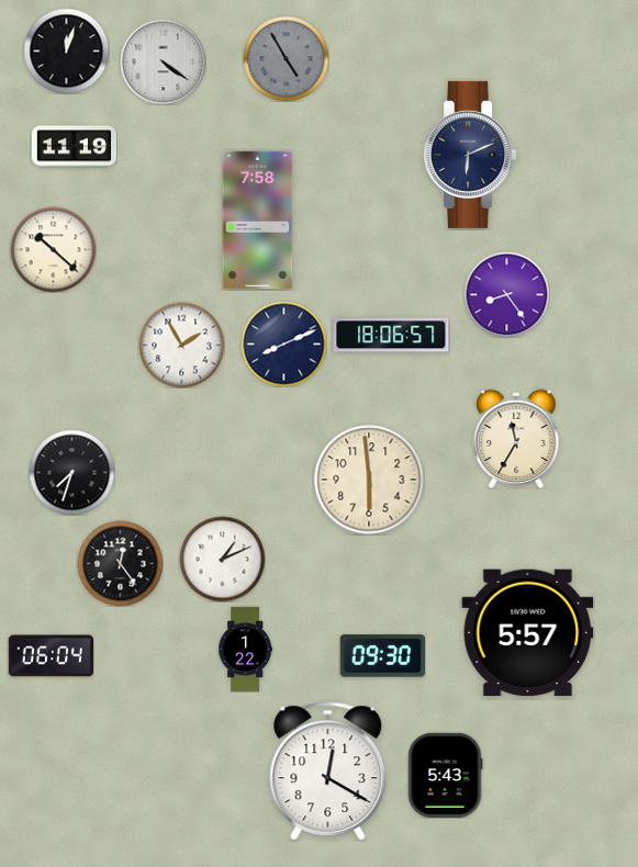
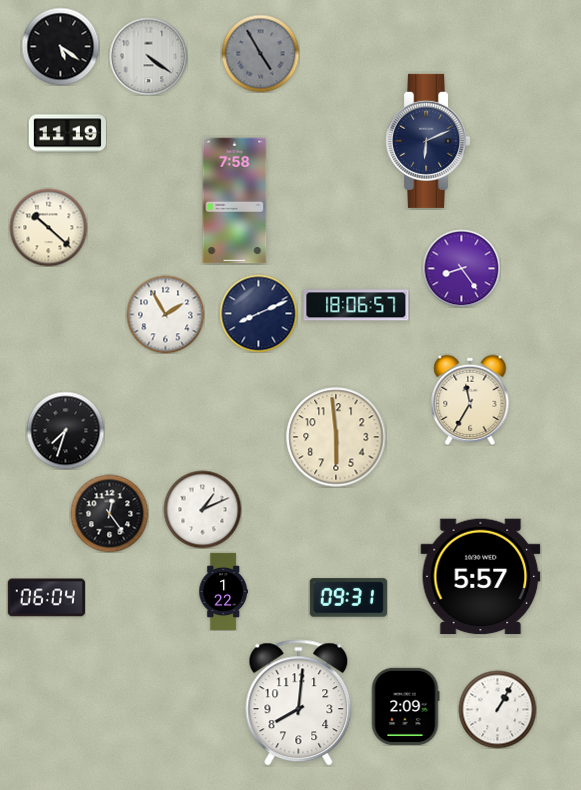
clock at (66, 50): 12:03 -> 5:21
clock at (382, 656): 09:30 -> 09:31
clock at (328, 772): 12:20 -> 8:01
clock at (445, 775): 5:43 -> 2:09
clock at (497, 709): none -> 1:05
